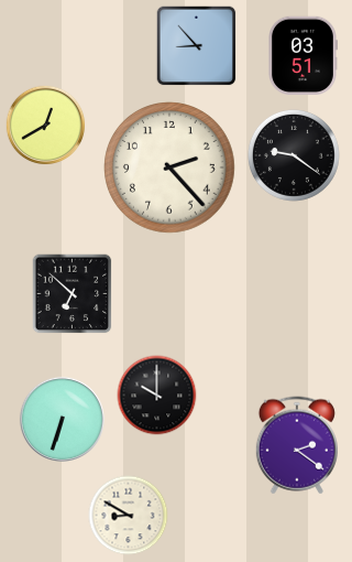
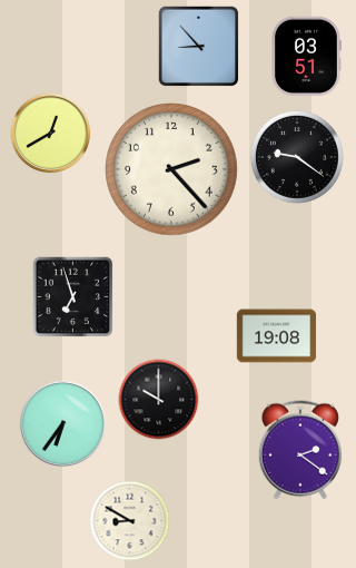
clock at (46, 126) position: (46, 126) -> (51, 134)
clock at (73, 294): 6:52 -> 6:57
clock at (277, 336): none -> 19:08
clock at (62, 419): 6:33 -> 6:36
